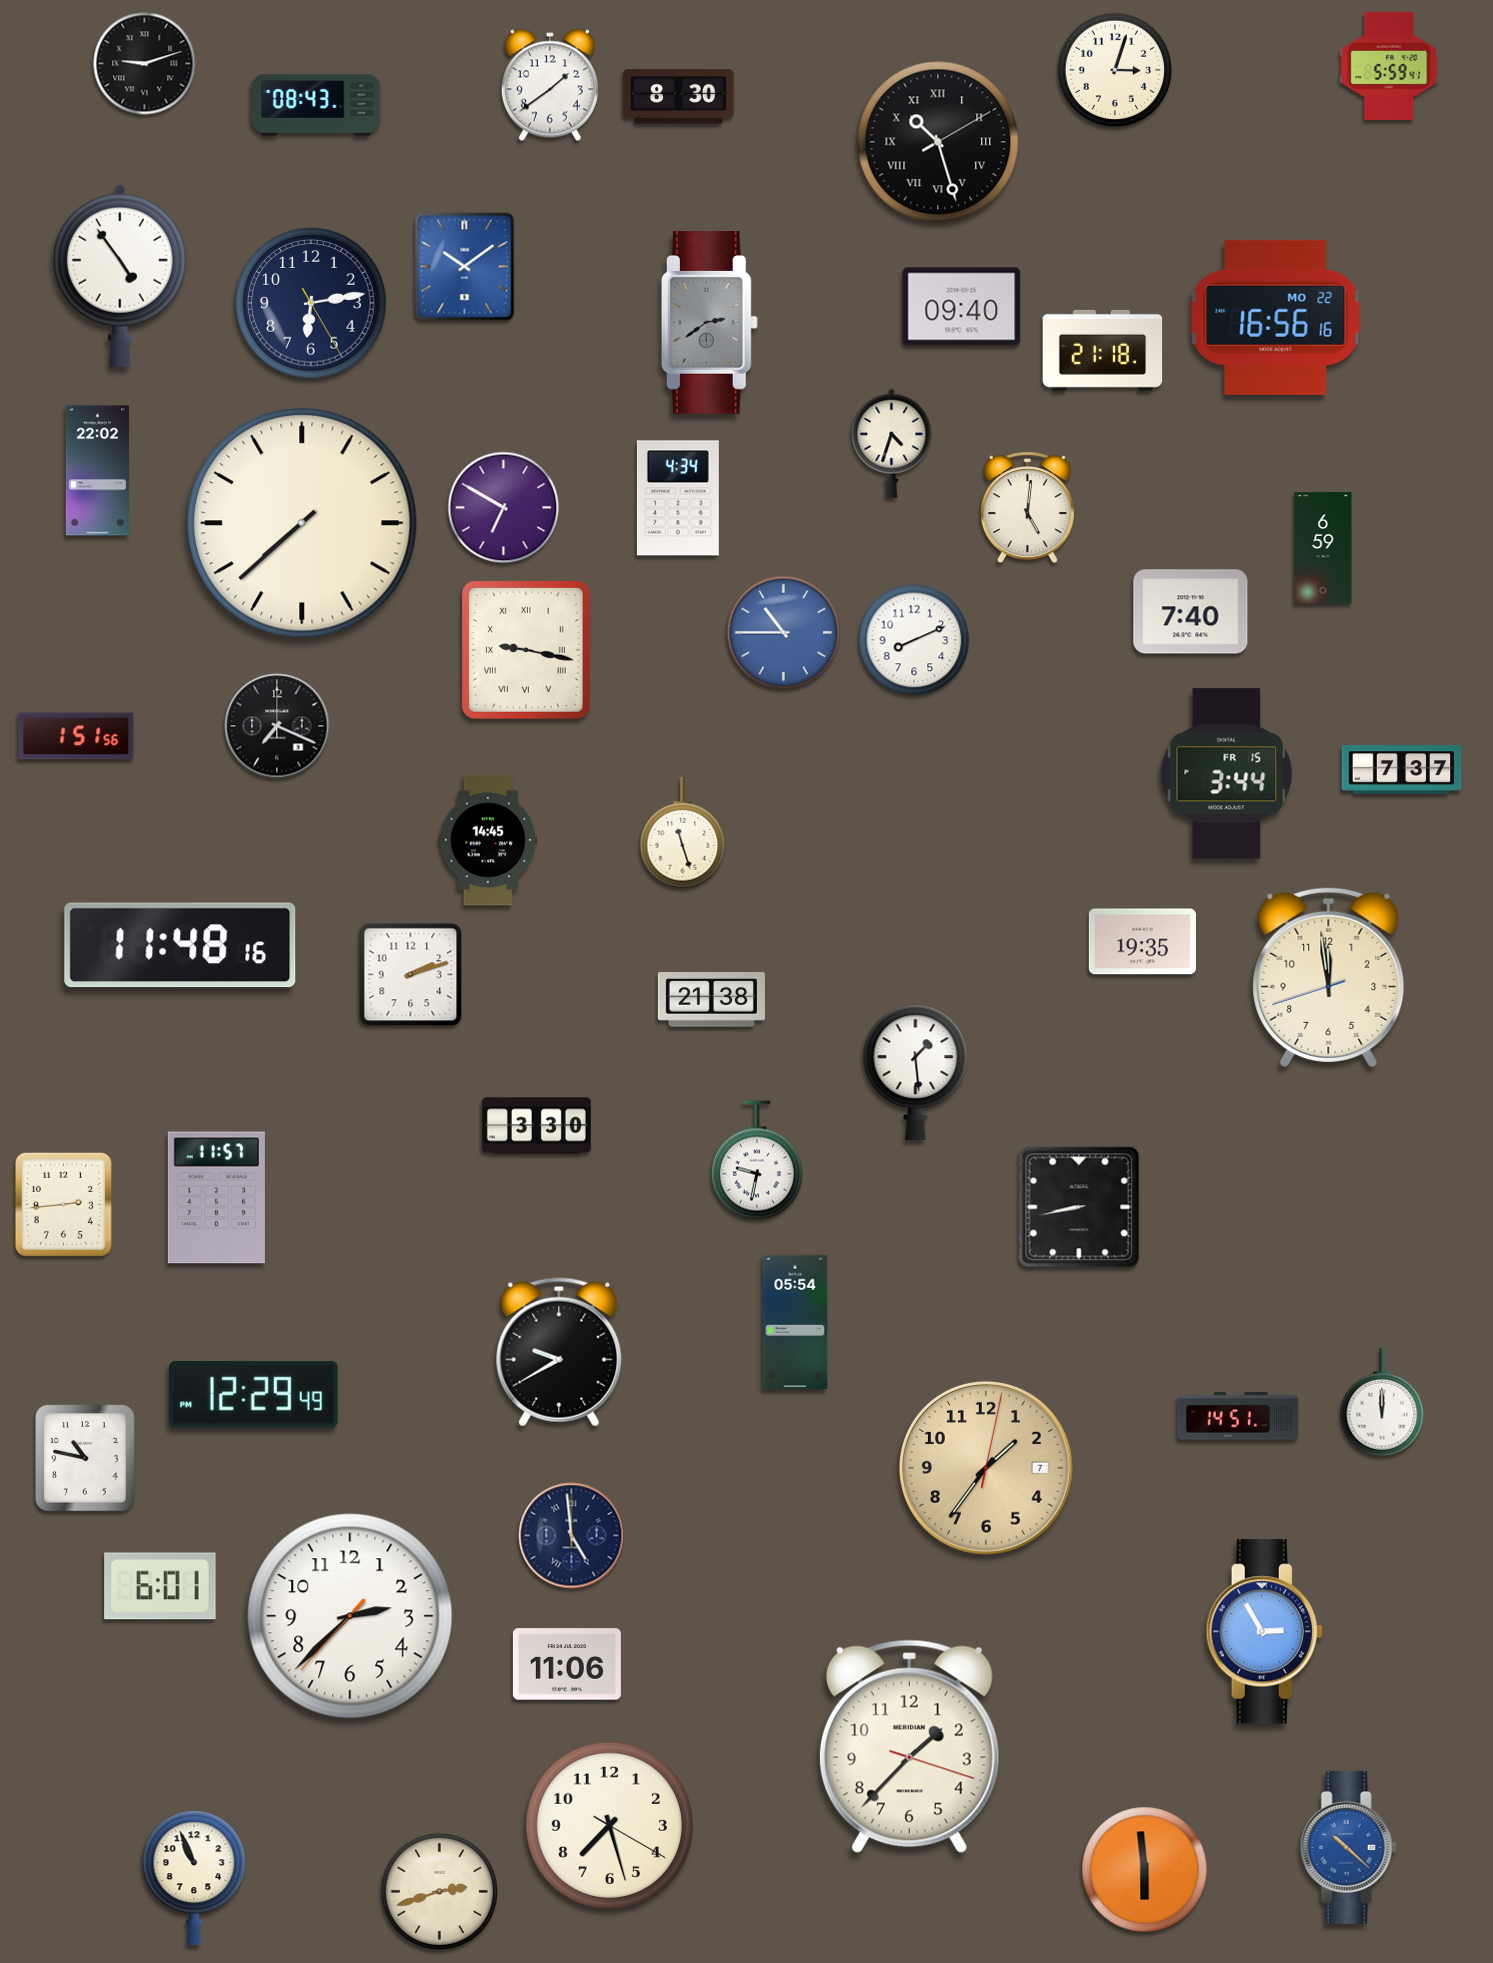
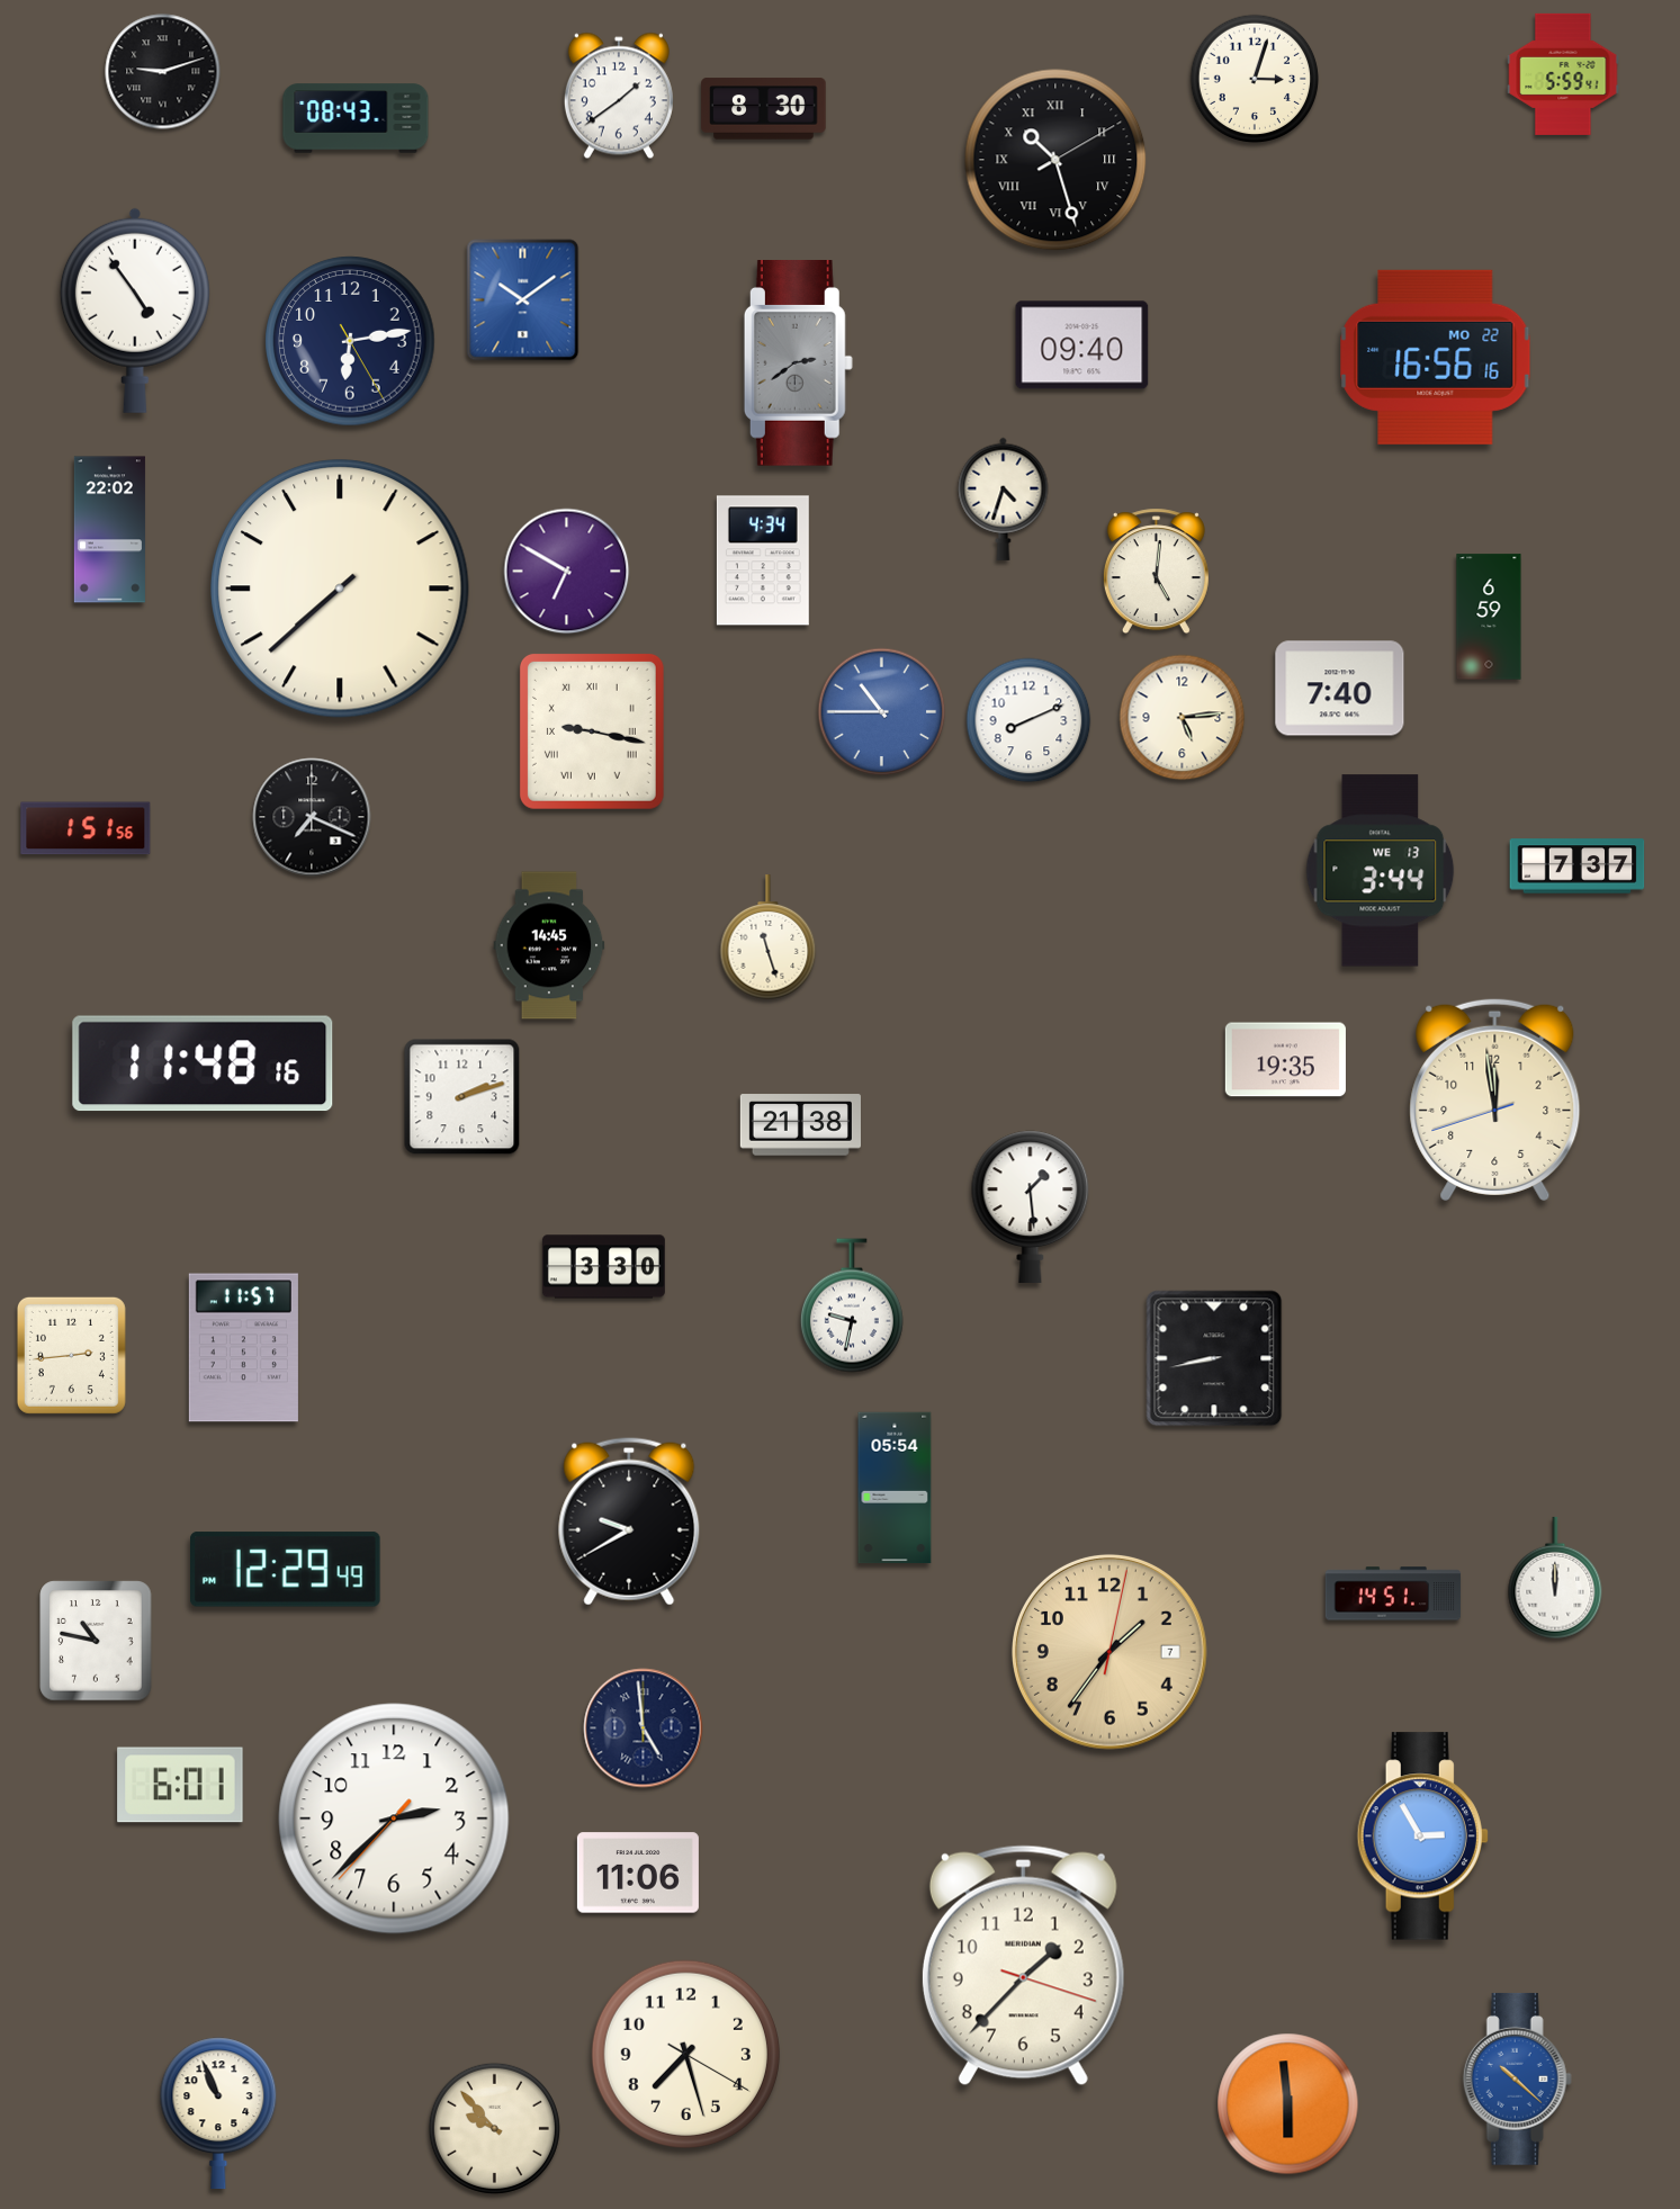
clock at (1103, 350): 21:18 -> none
clock at (1183, 718): none -> 5:14
clock at (1227, 774) date: FR 15 -> WE 13
clock at (439, 1891): 2:42 -> 9:53
